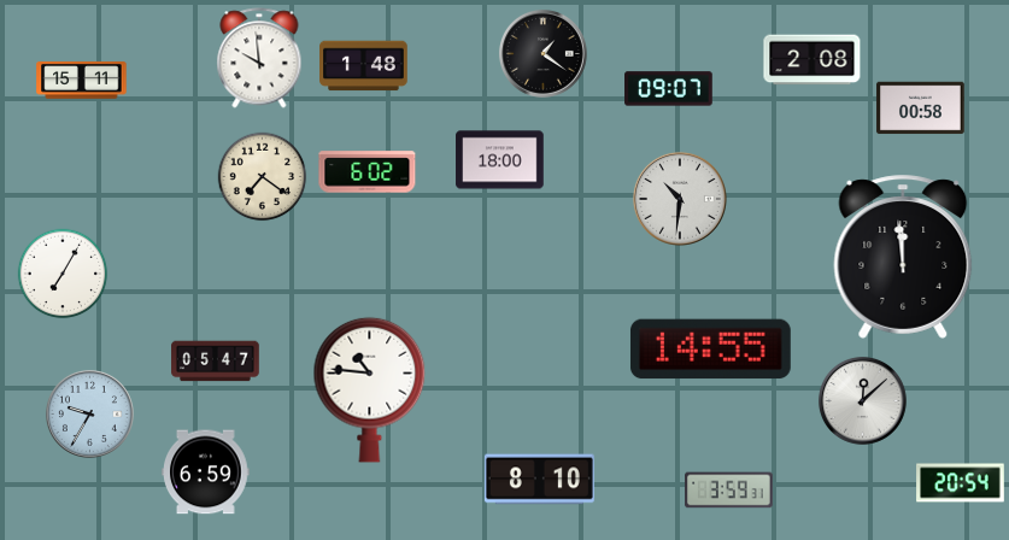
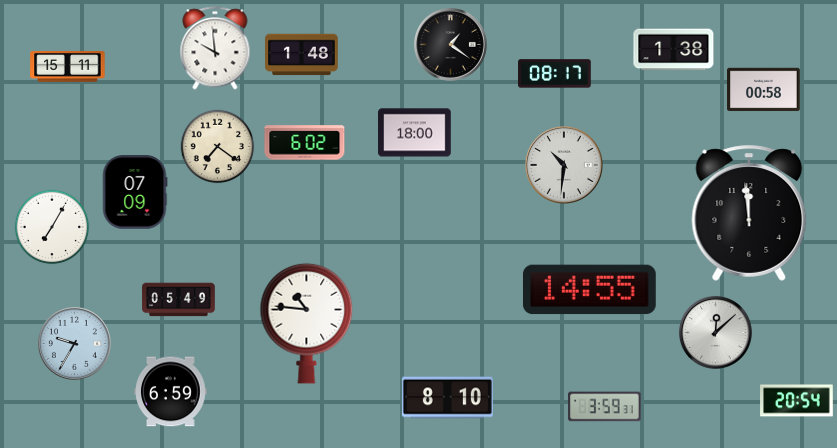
clock at (813, 60): 2:08 -> 1:38
clock at (669, 89): 09:07 -> 08:17
clock at (135, 192): none -> 07:09
clock at (216, 362): 05:47 -> 05:49
